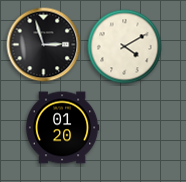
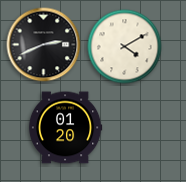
clock at (44, 45): 2:57 -> 2:41
clock at (62, 128) position: (62, 128) -> (65, 128)
